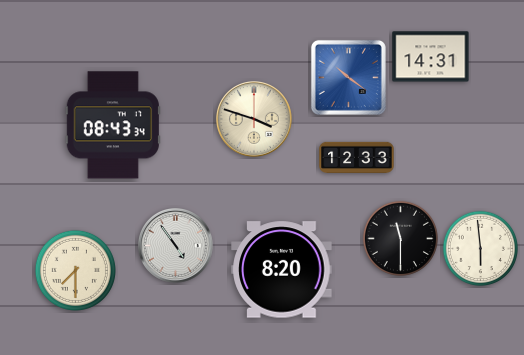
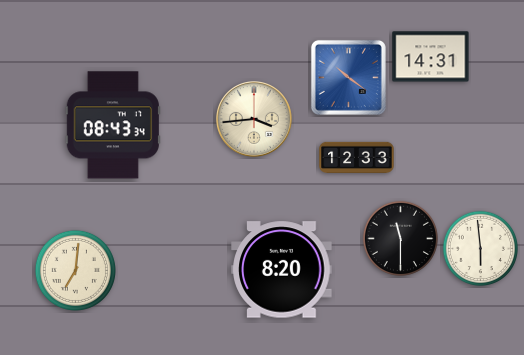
clock at (254, 119): 3:48 -> 3:44
clock at (176, 246): 4:54 -> none
clock at (75, 270): 7:30 -> 7:01
